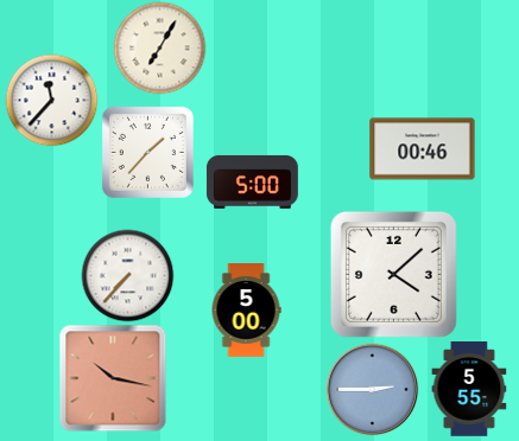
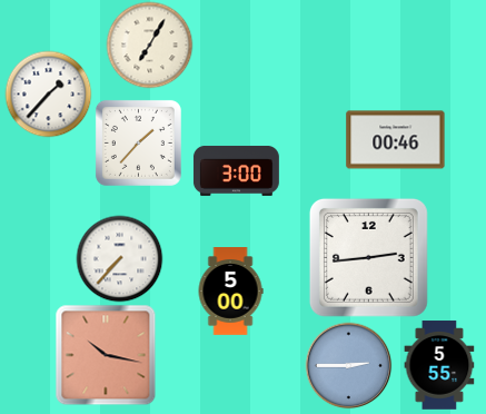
clock at (51, 100): 11:37 -> 1:37
clock at (252, 181): 5:00 -> 3:00
clock at (393, 274): 4:08 -> 2:44
